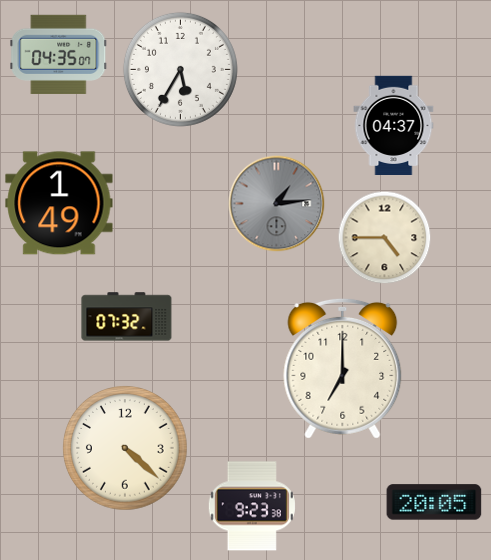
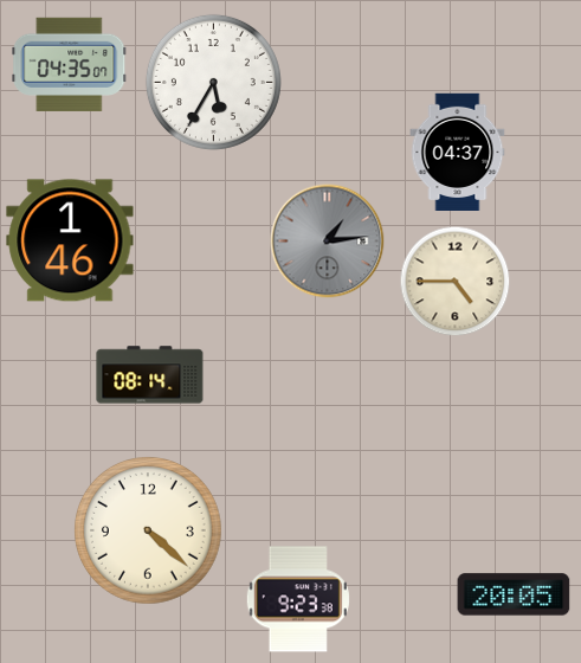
clock at (394, 125) position: (394, 125) -> (458, 152)
clock at (59, 203): 1:49 -> 1:46
clock at (127, 317): 07:32 -> 08:14
clock at (343, 368): 7:00 -> none
